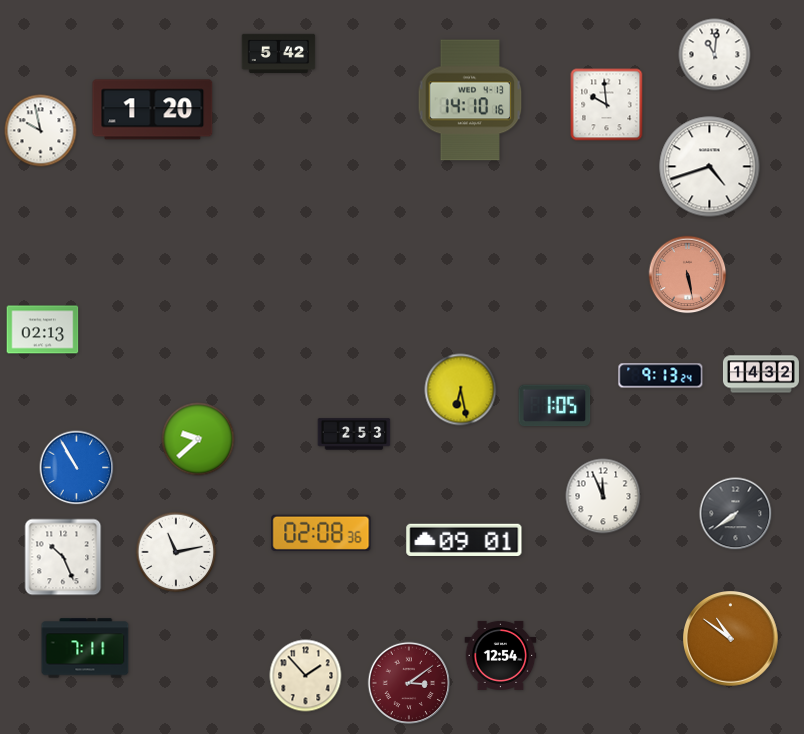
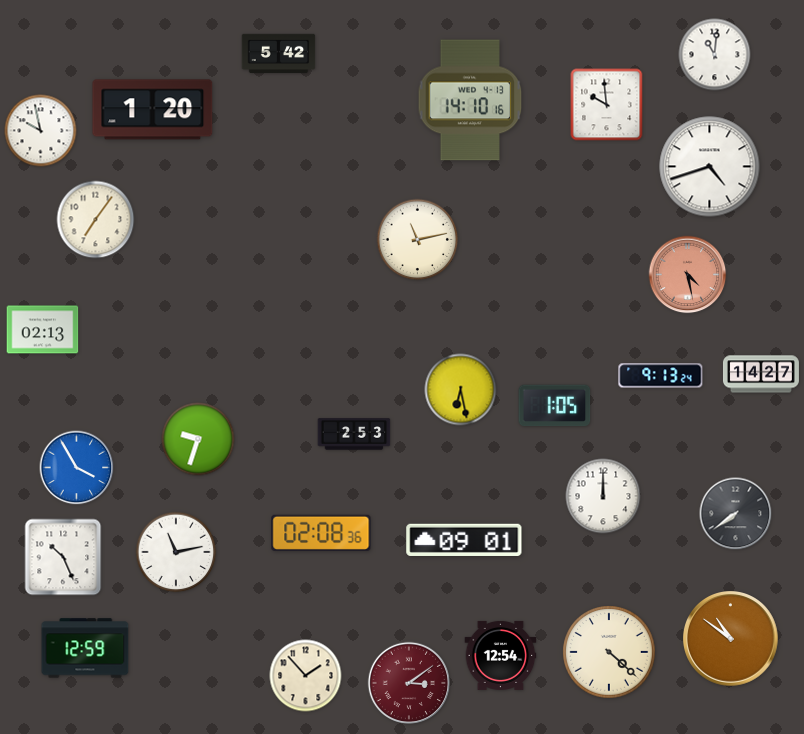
clock at (96, 220): none -> 7:06
clock at (418, 240): none -> 11:13
clock at (688, 275): 5:28 -> 4:28
clock at (761, 374): 14:32 -> 14:27
clock at (198, 439): 9:38 -> 9:33
clock at (77, 468): 10:55 -> 3:55
clock at (603, 496): 11:56 -> 12:00
clock at (85, 648): 7:11 -> 12:59
clock at (610, 653): none -> 4:22
